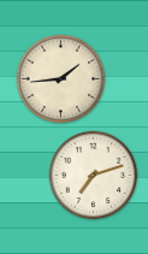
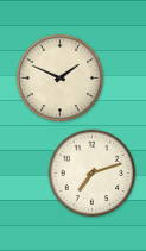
clock at (61, 79): 1:44 -> 1:49
